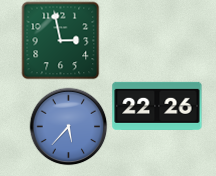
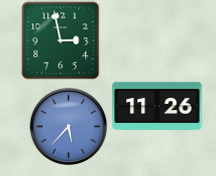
clock at (157, 106): 22:26 -> 11:26
